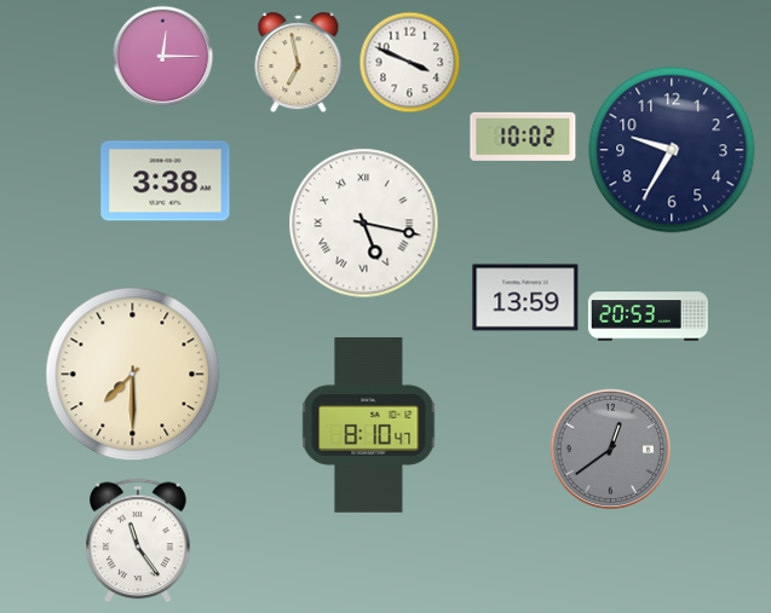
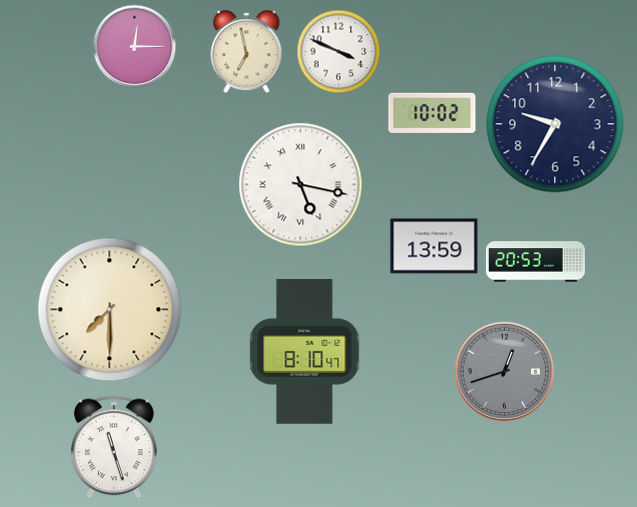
clock at (166, 181): 3:38 -> none
clock at (611, 450): 12:39 -> 12:42
clock at (138, 540): 11:24 -> 11:27
